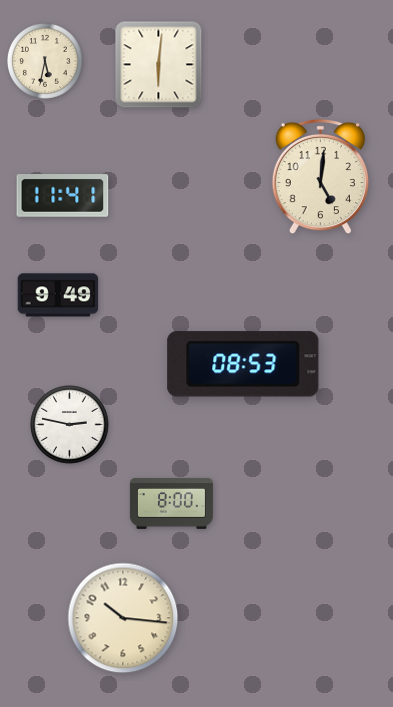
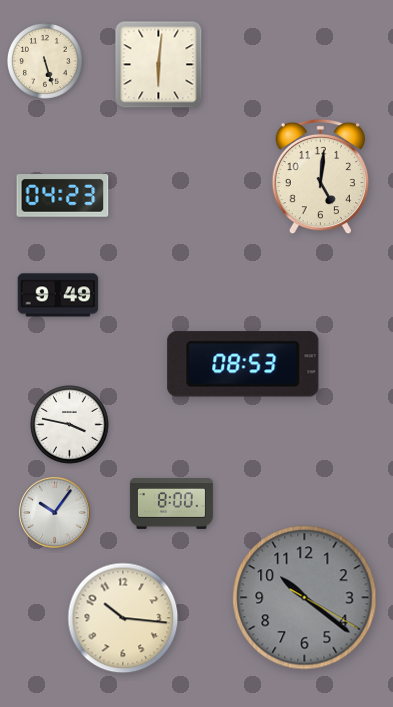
clock at (45, 61): 5:32 -> 5:27
clock at (63, 196): 11:41 -> 04:23
clock at (70, 425): 2:47 -> 3:47
clock at (54, 512): none -> 10:06
clock at (305, 598): none -> 10:21
